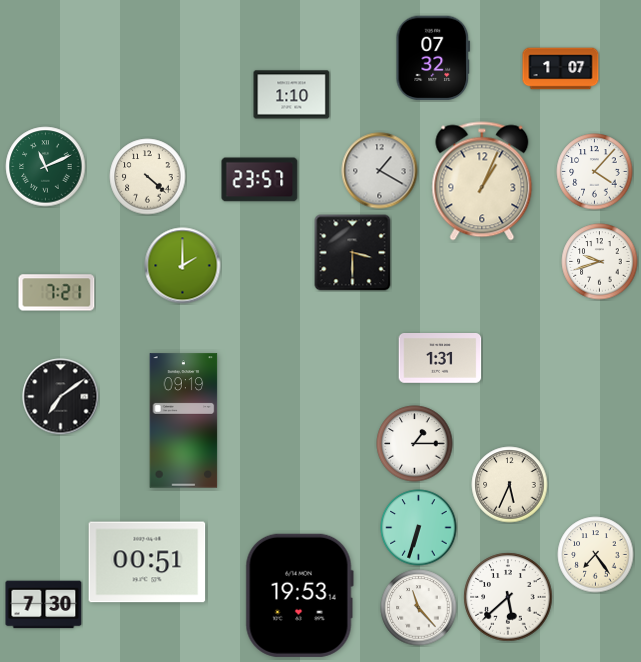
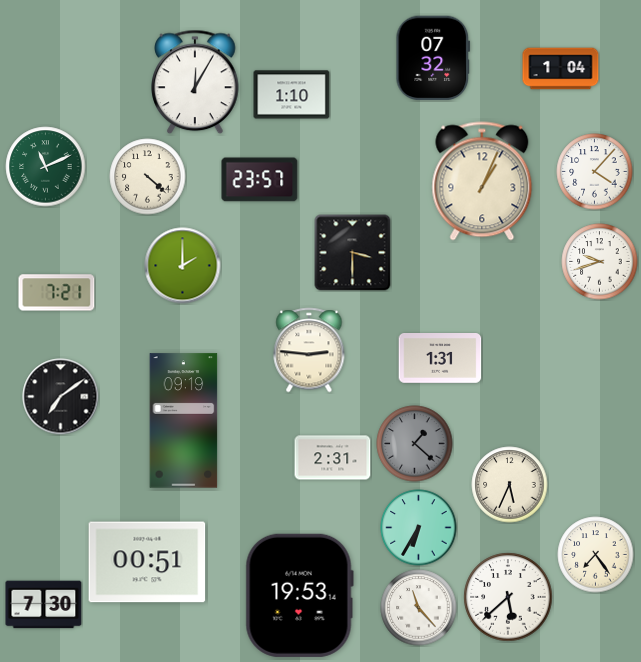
clock at (561, 69): 1:07 -> 1:04
clock at (195, 82): none -> 12:05
clock at (380, 171): 1:20 -> none
clock at (309, 350): none -> 2:46
clock at (415, 444): 1:15 -> 1:22
clock at (415, 444) dial: white -> grey
clock at (333, 458): none -> 2:31
clock at (419, 528): 6:33 -> 6:35
